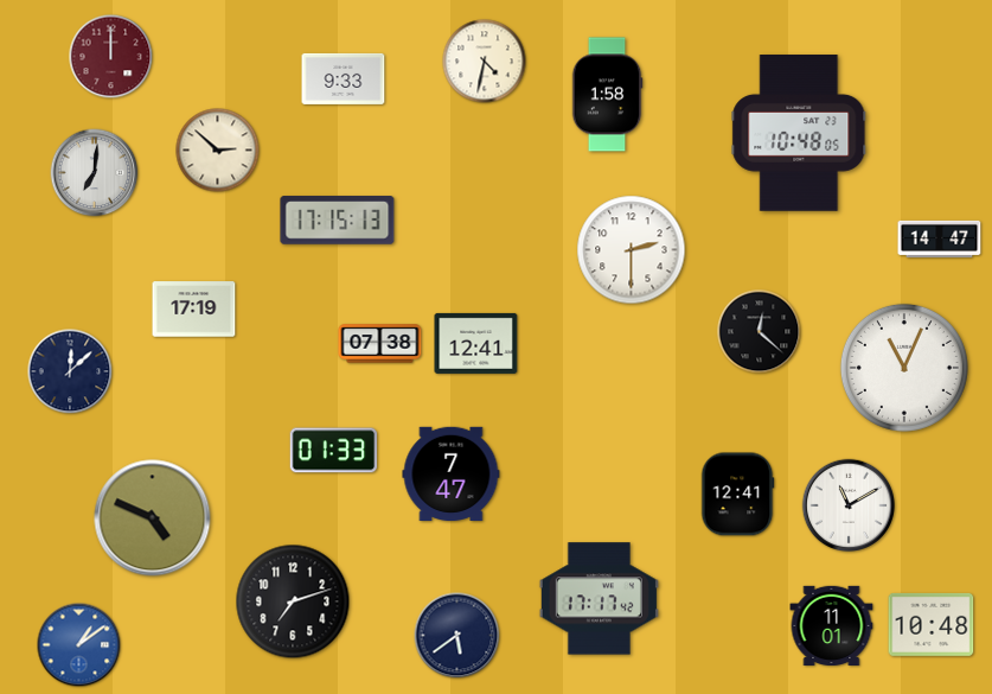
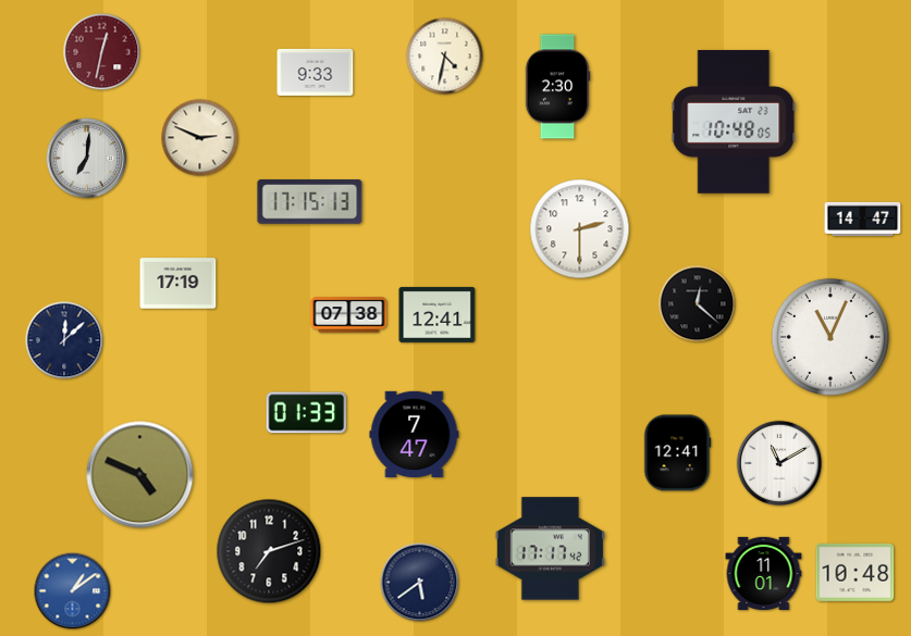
clock at (111, 57): 12:00 -> 12:32
clock at (607, 95): 1:58 -> 2:30
clock at (218, 151): 2:52 -> 2:49
